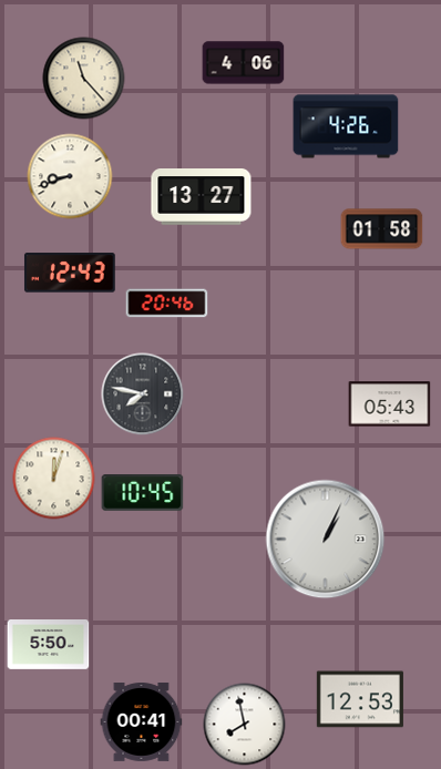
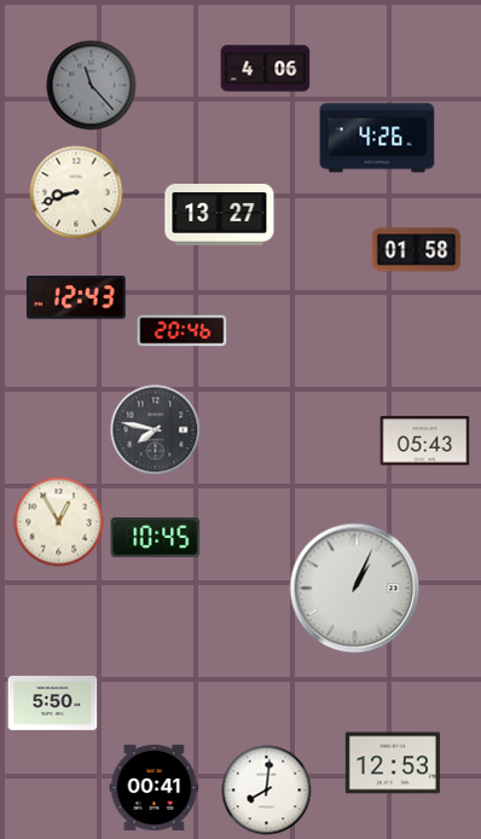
clock at (84, 79) dial: cream -> grey
clock at (54, 479): 12:03 -> 12:55
clock at (245, 725): 7:58 -> 8:01
